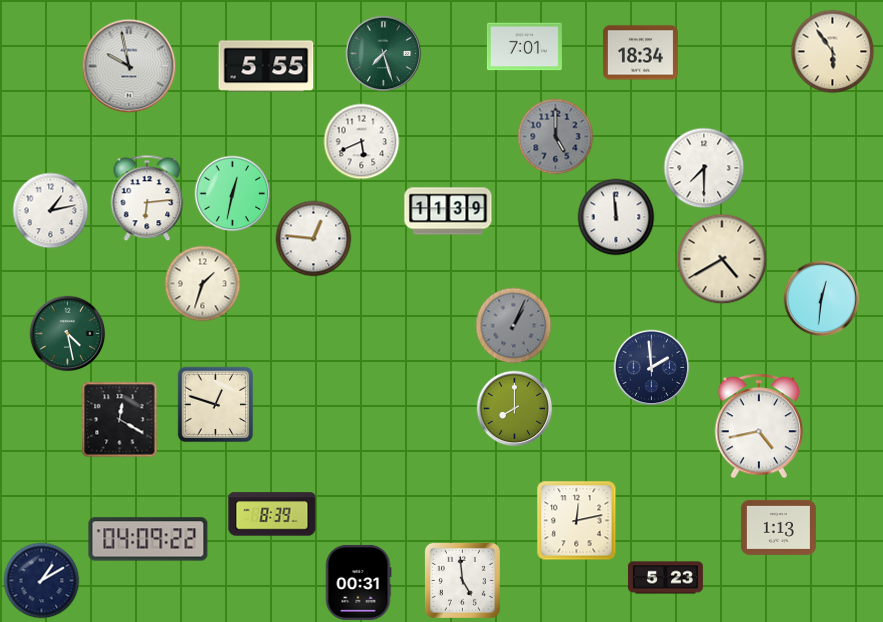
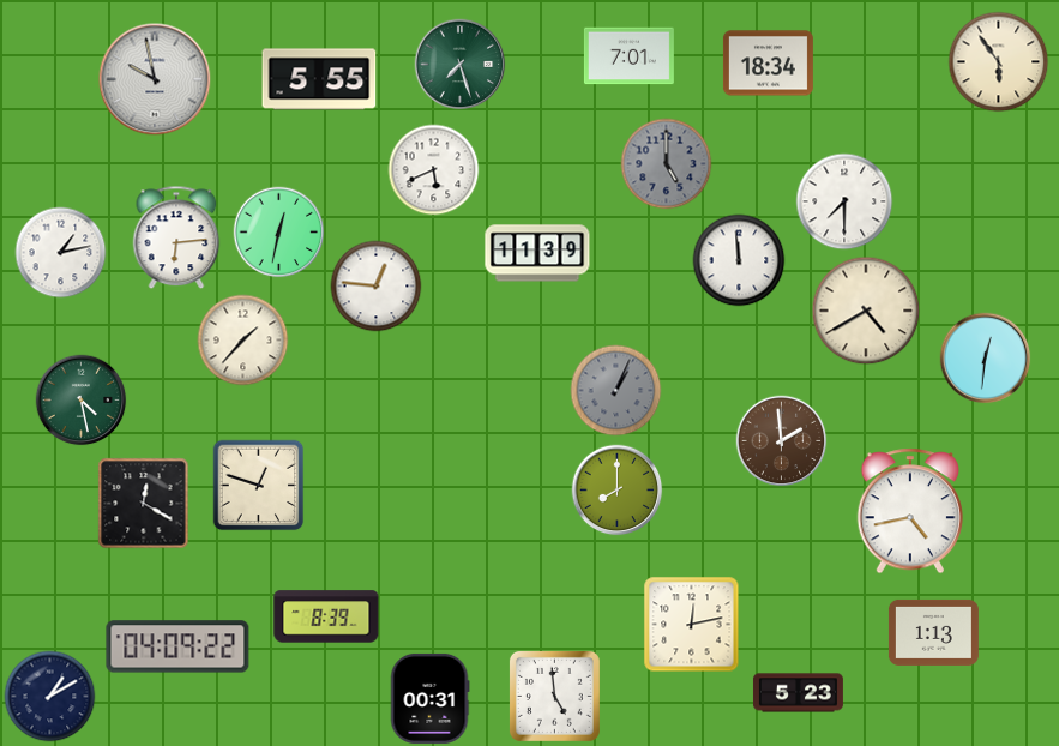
clock at (203, 284): 1:33 -> 1:37
clock at (652, 368) dial: navy -> brown
